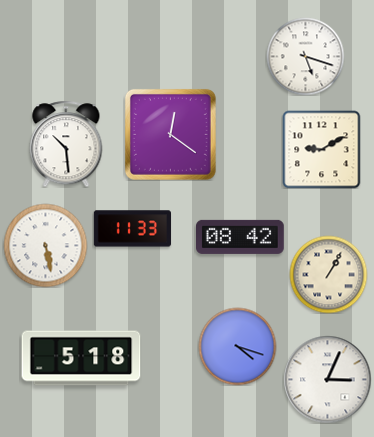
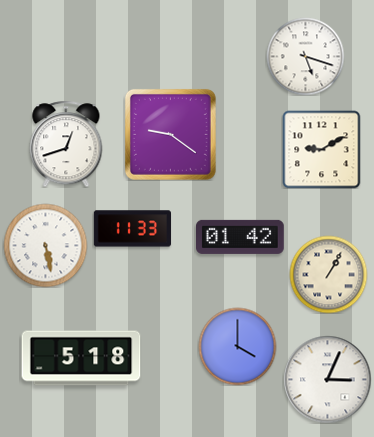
clock at (170, 134): 12:21 -> 9:21
clock at (66, 144): 10:29 -> 12:42
clock at (241, 237): 08:42 -> 01:42
clock at (237, 346): 4:18 -> 4:00
